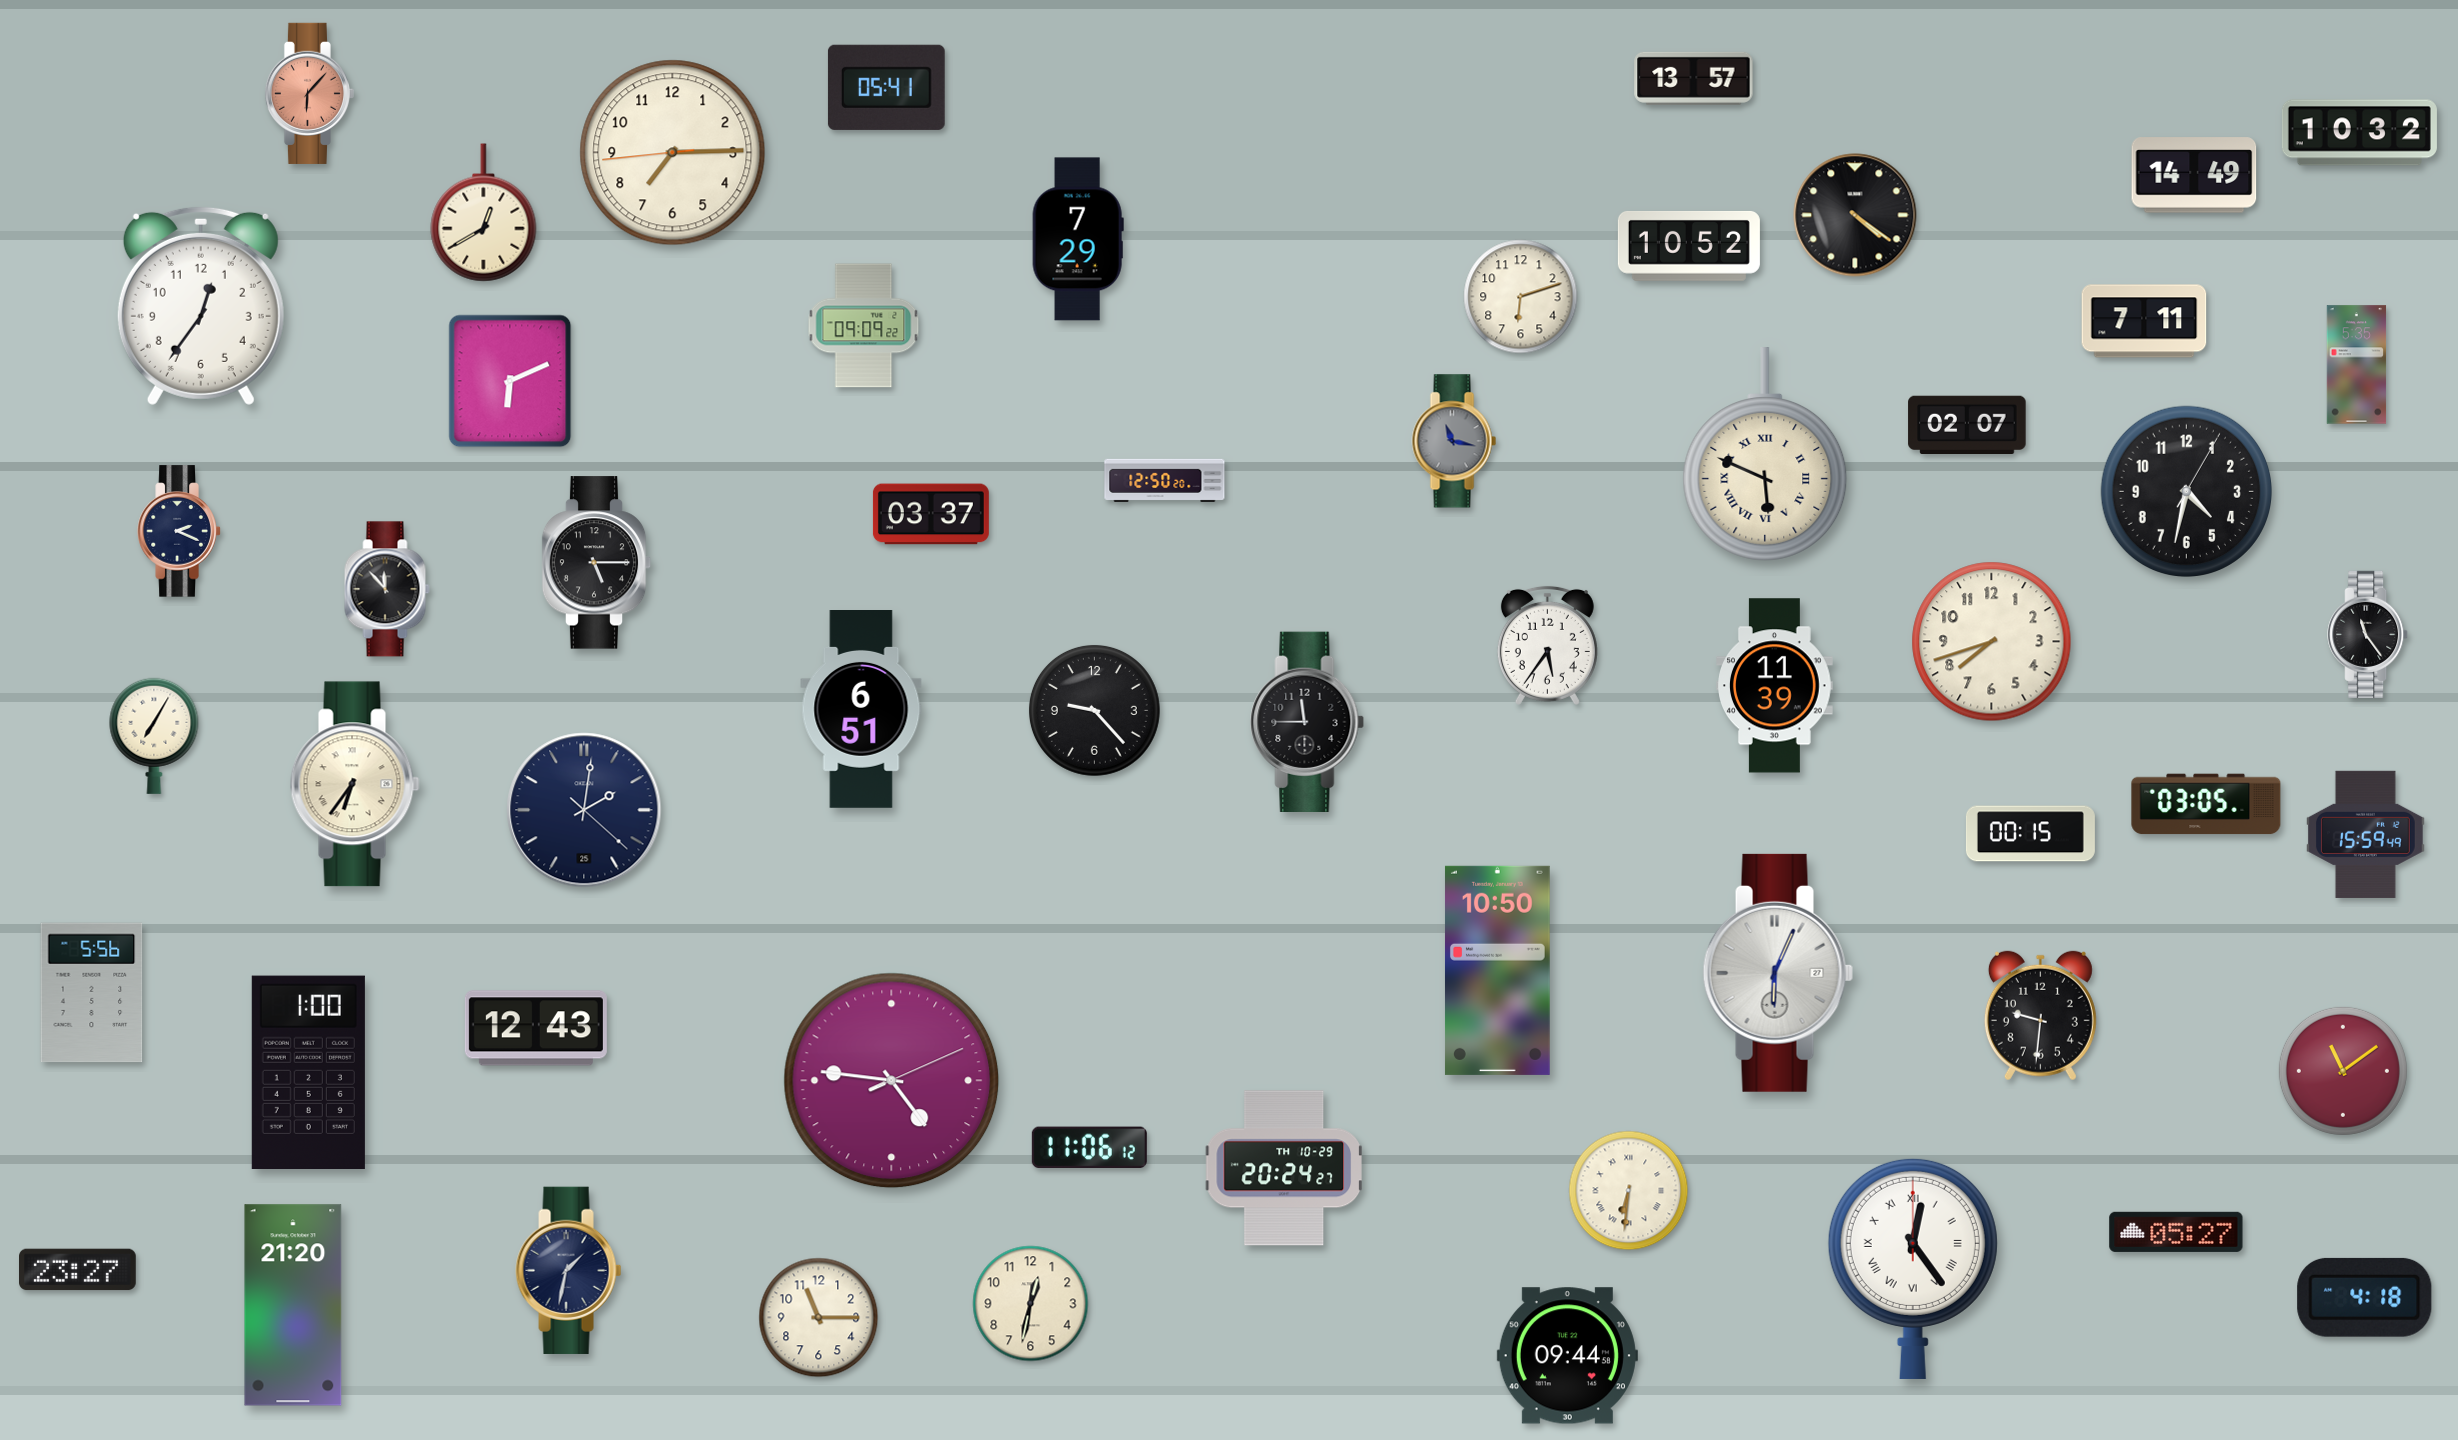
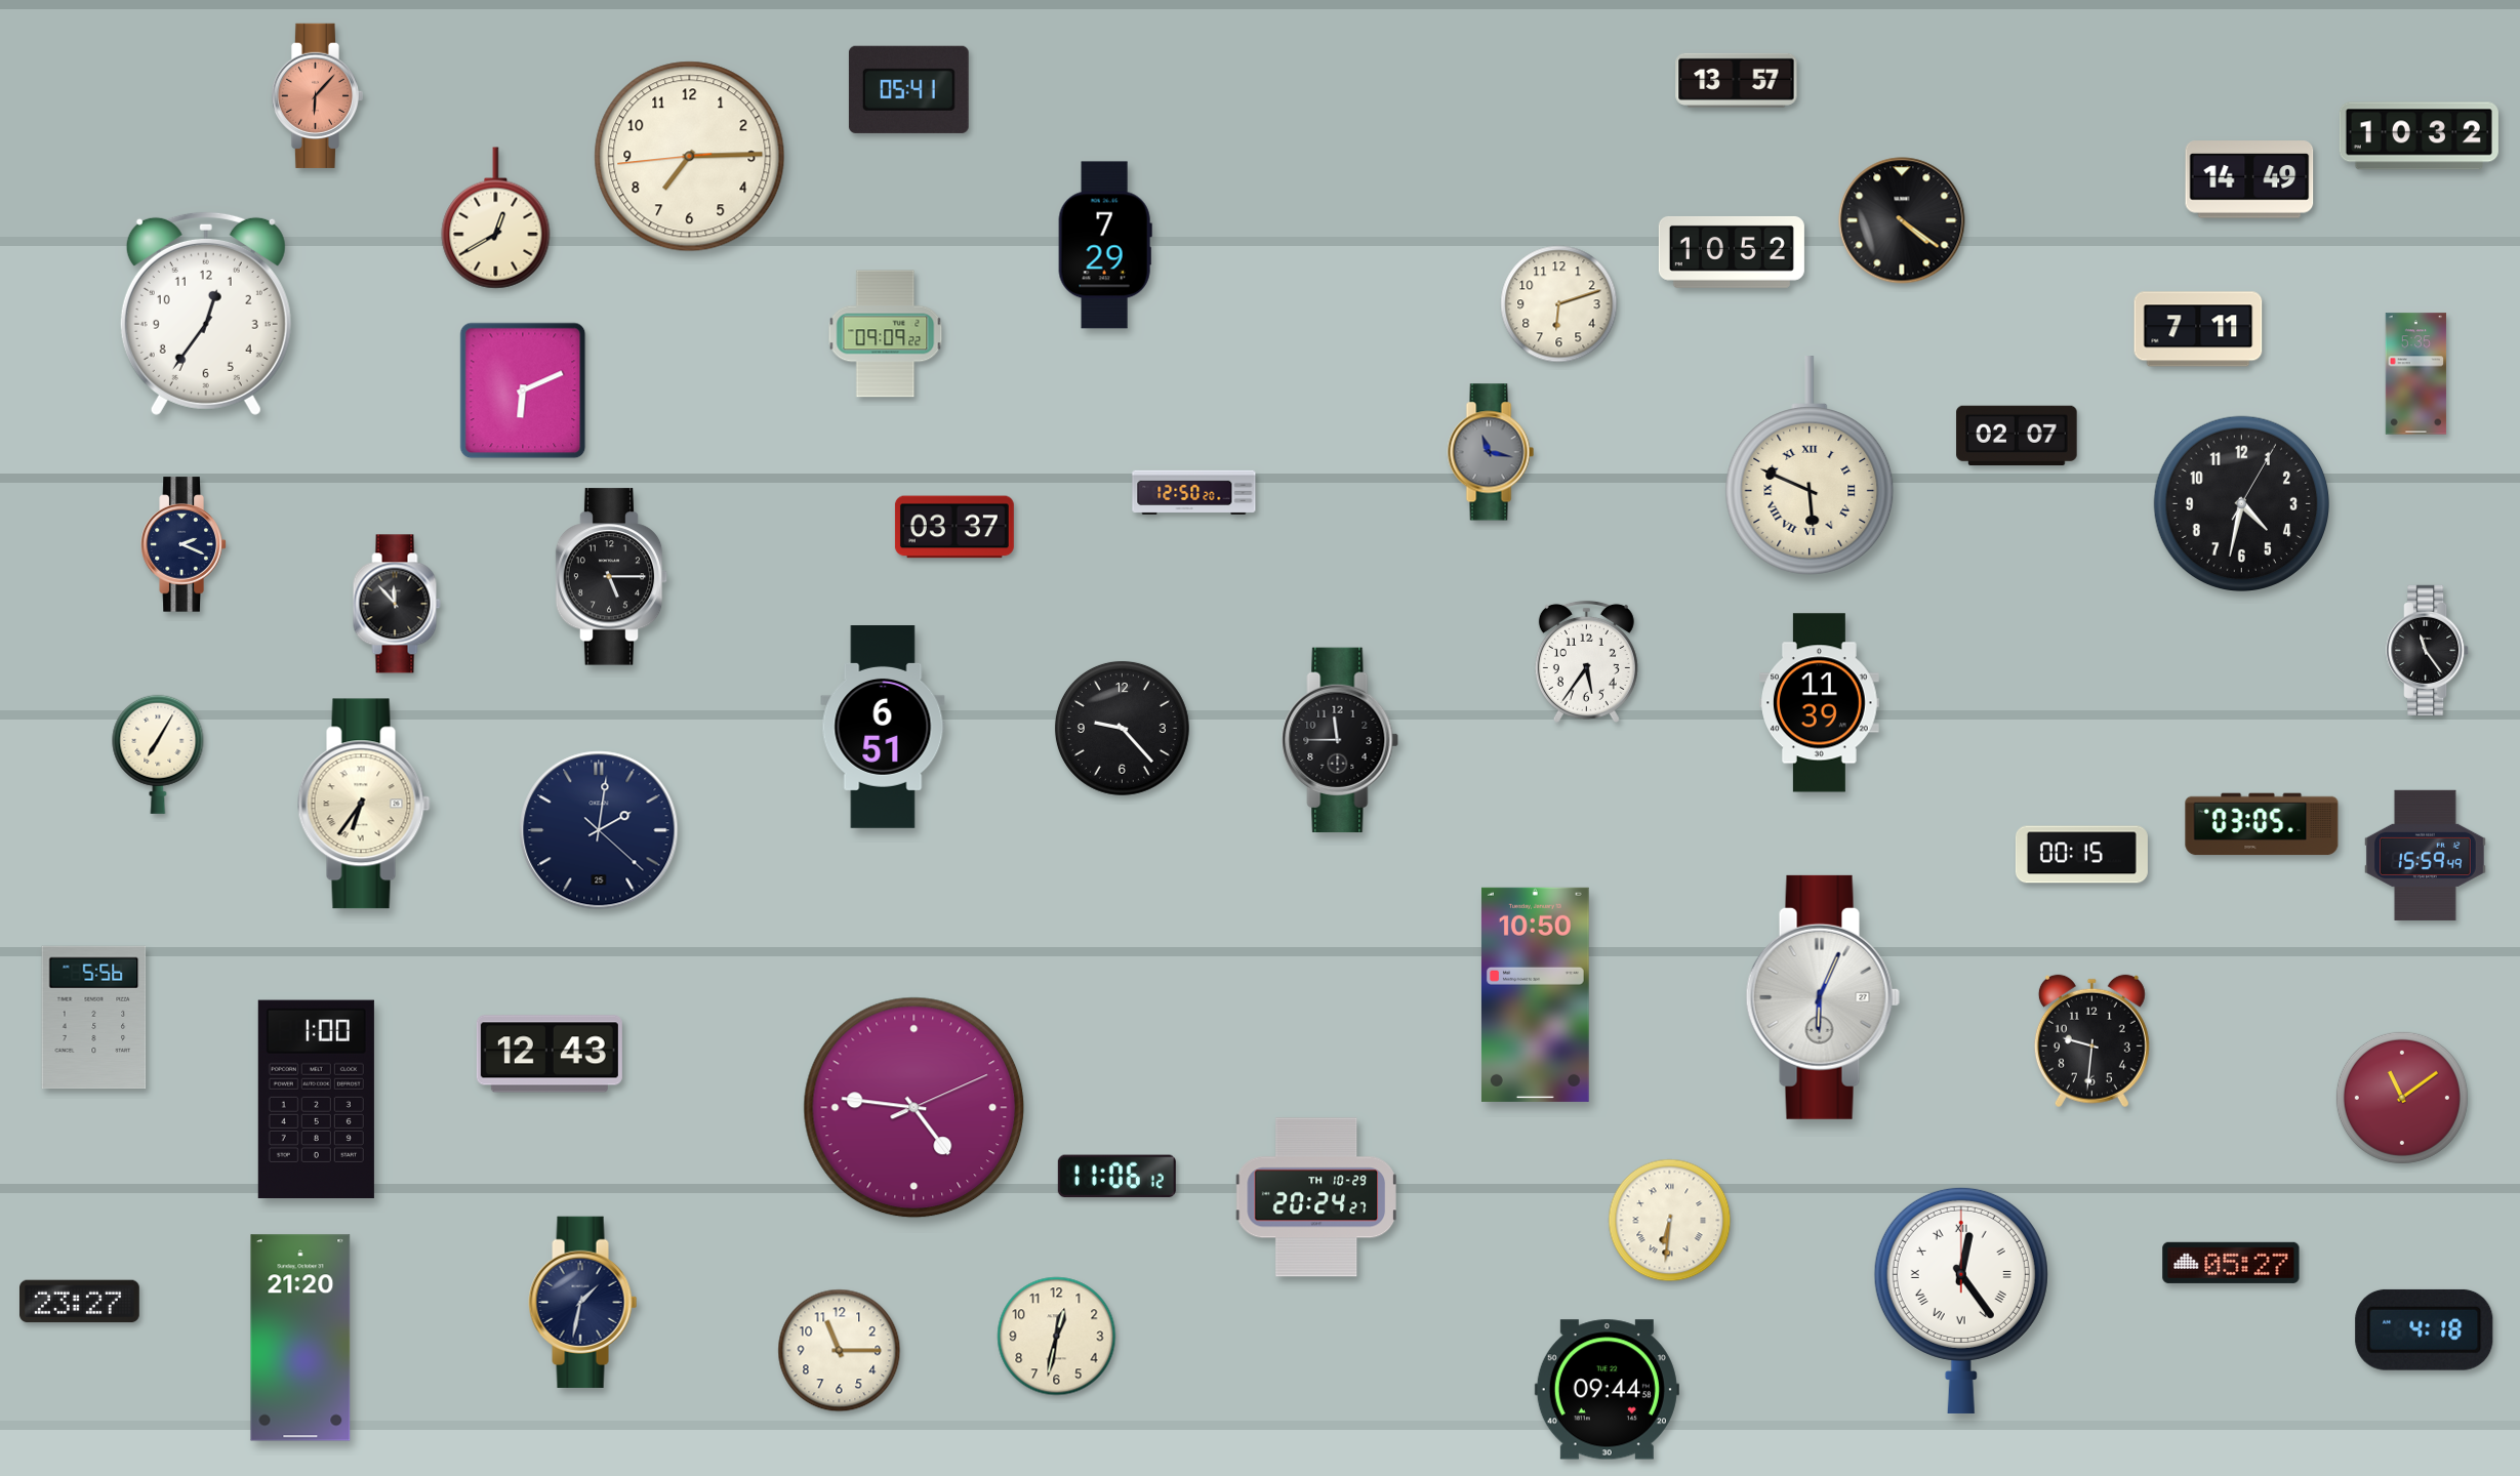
clock at (1992, 642): 7:42 -> none
